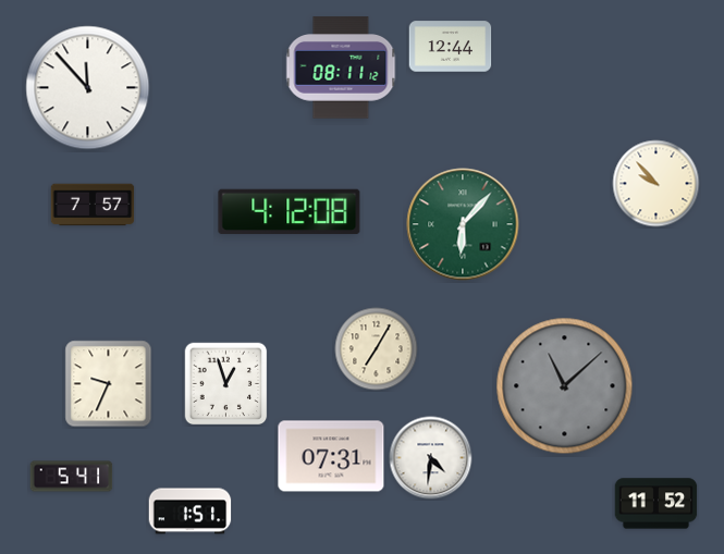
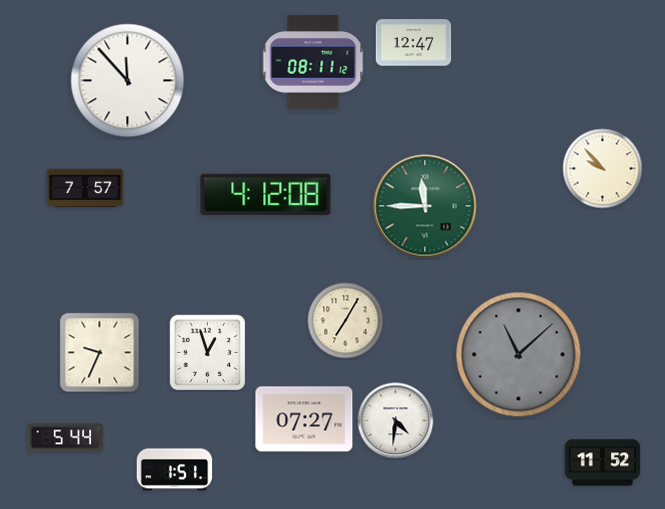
clock at (451, 47): 12:44 -> 12:47
clock at (88, 88) position: (88, 88) -> (128, 81)
clock at (463, 224): 6:07 -> 11:45
clock at (331, 456): 07:31 -> 07:27
clock at (72, 477): 5:41 -> 5:44
